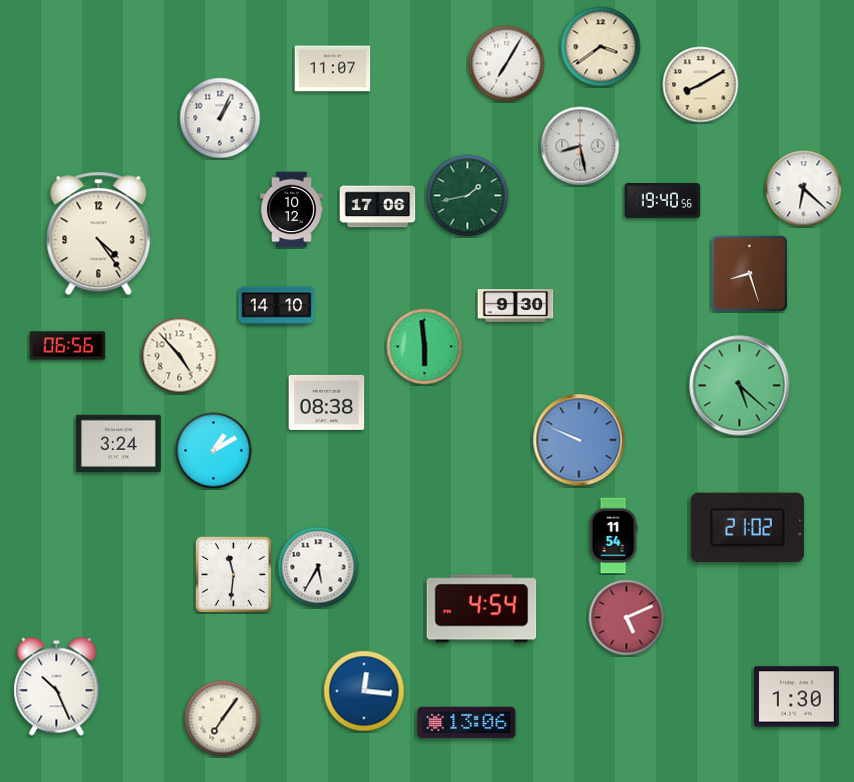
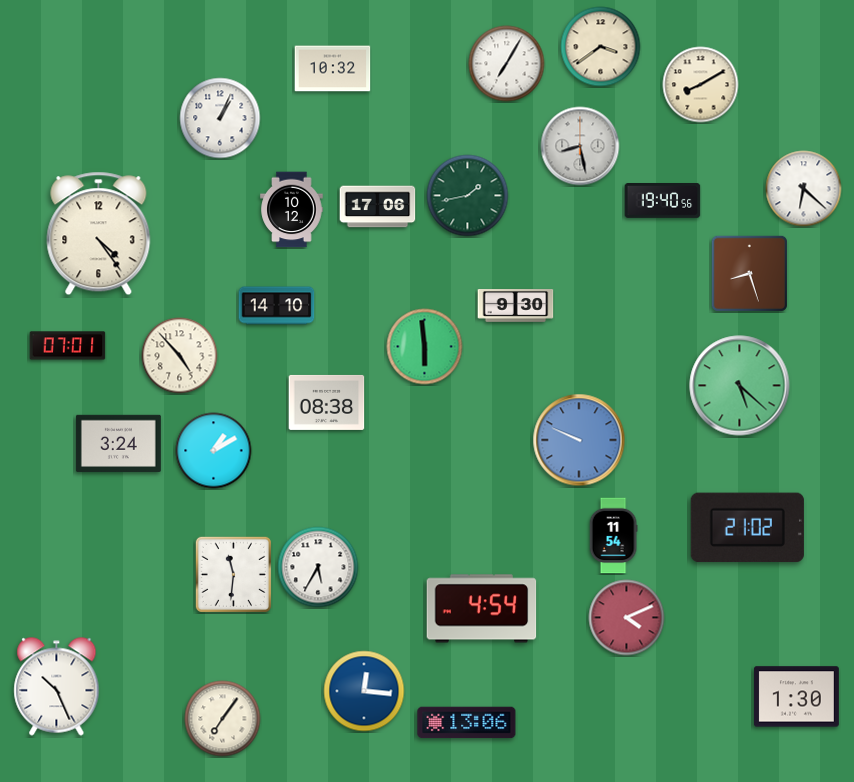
clock at (333, 69): 11:07 -> 10:32
clock at (68, 346): 06:56 -> 07:01
clock at (627, 618): 5:11 -> 4:11
